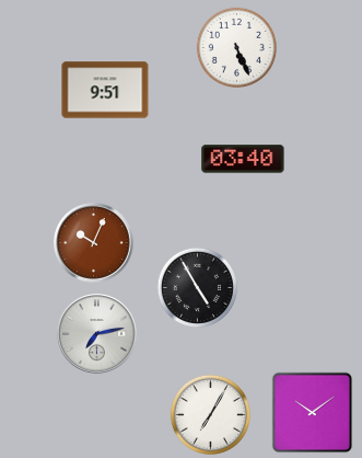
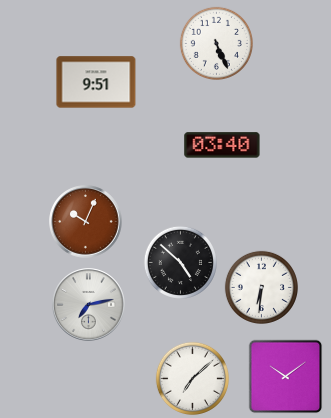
clock at (197, 287): 4:55 -> 4:52
clock at (261, 287): none -> 6:31
clock at (210, 414): 7:05 -> 7:08
